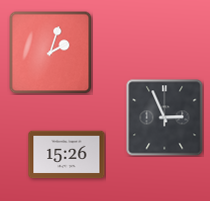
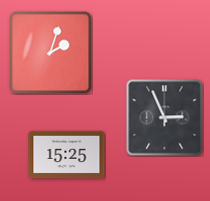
clock at (67, 155): 15:26 -> 15:25
